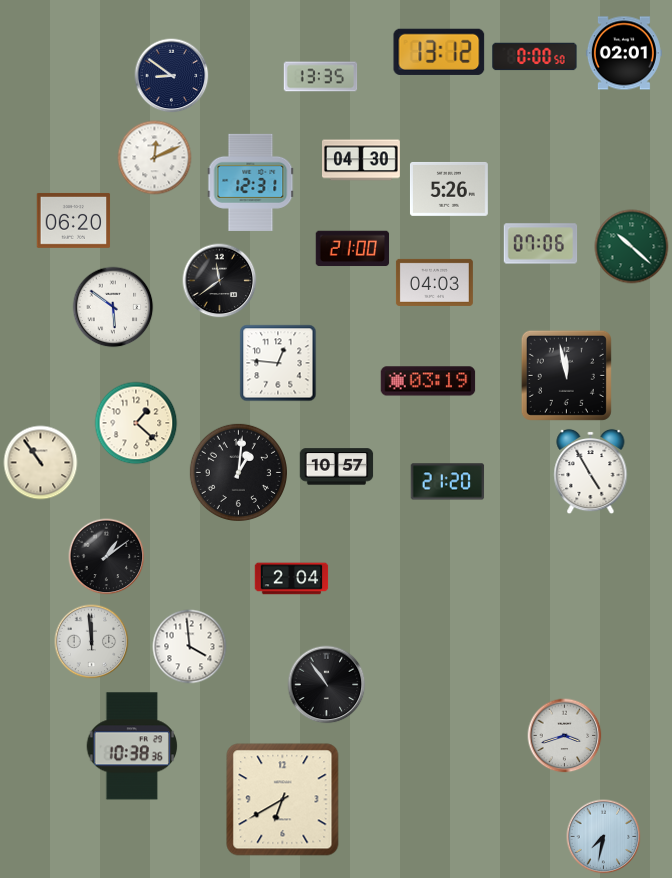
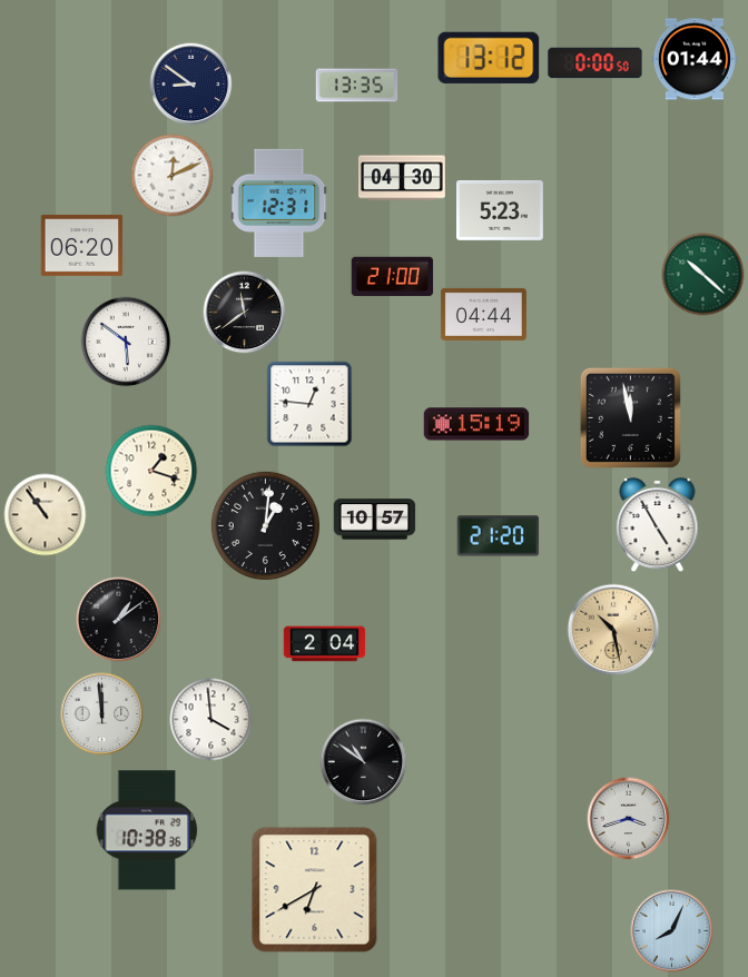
clock at (624, 53): 02:01 -> 01:44
clock at (449, 189): 5:26 -> 5:23
clock at (541, 244): 07:06 -> none
clock at (434, 282): 04:03 -> 04:44
clock at (428, 381): 03:19 -> 15:19
clock at (136, 423): 1:22 -> 1:18
clock at (613, 630): none -> 10:28
clock at (327, 685): 10:54 -> 10:51
clock at (604, 837): 7:32 -> 8:04
